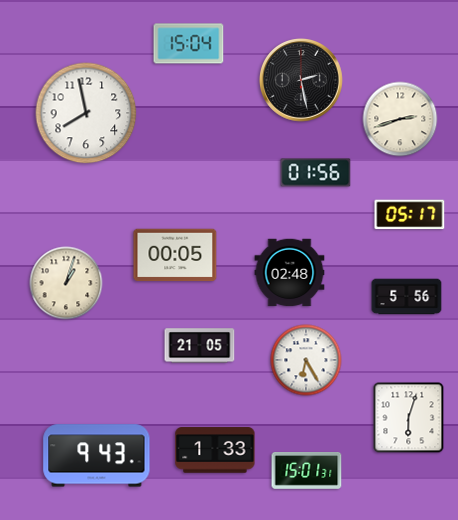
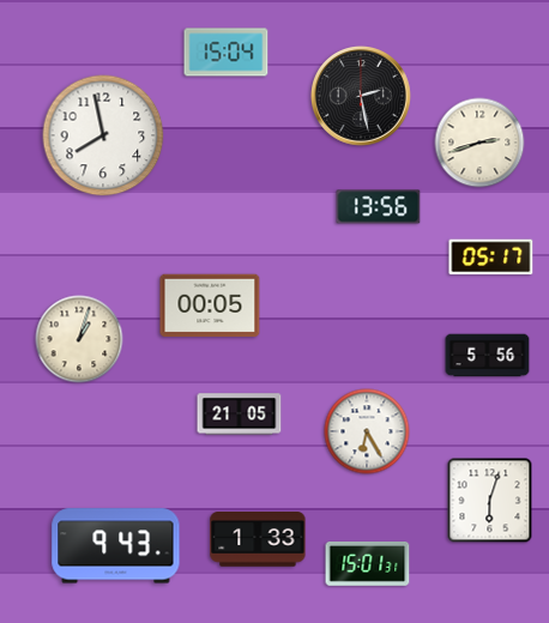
clock at (316, 173): 01:56 -> 13:56
clock at (290, 273): 02:48 -> none
